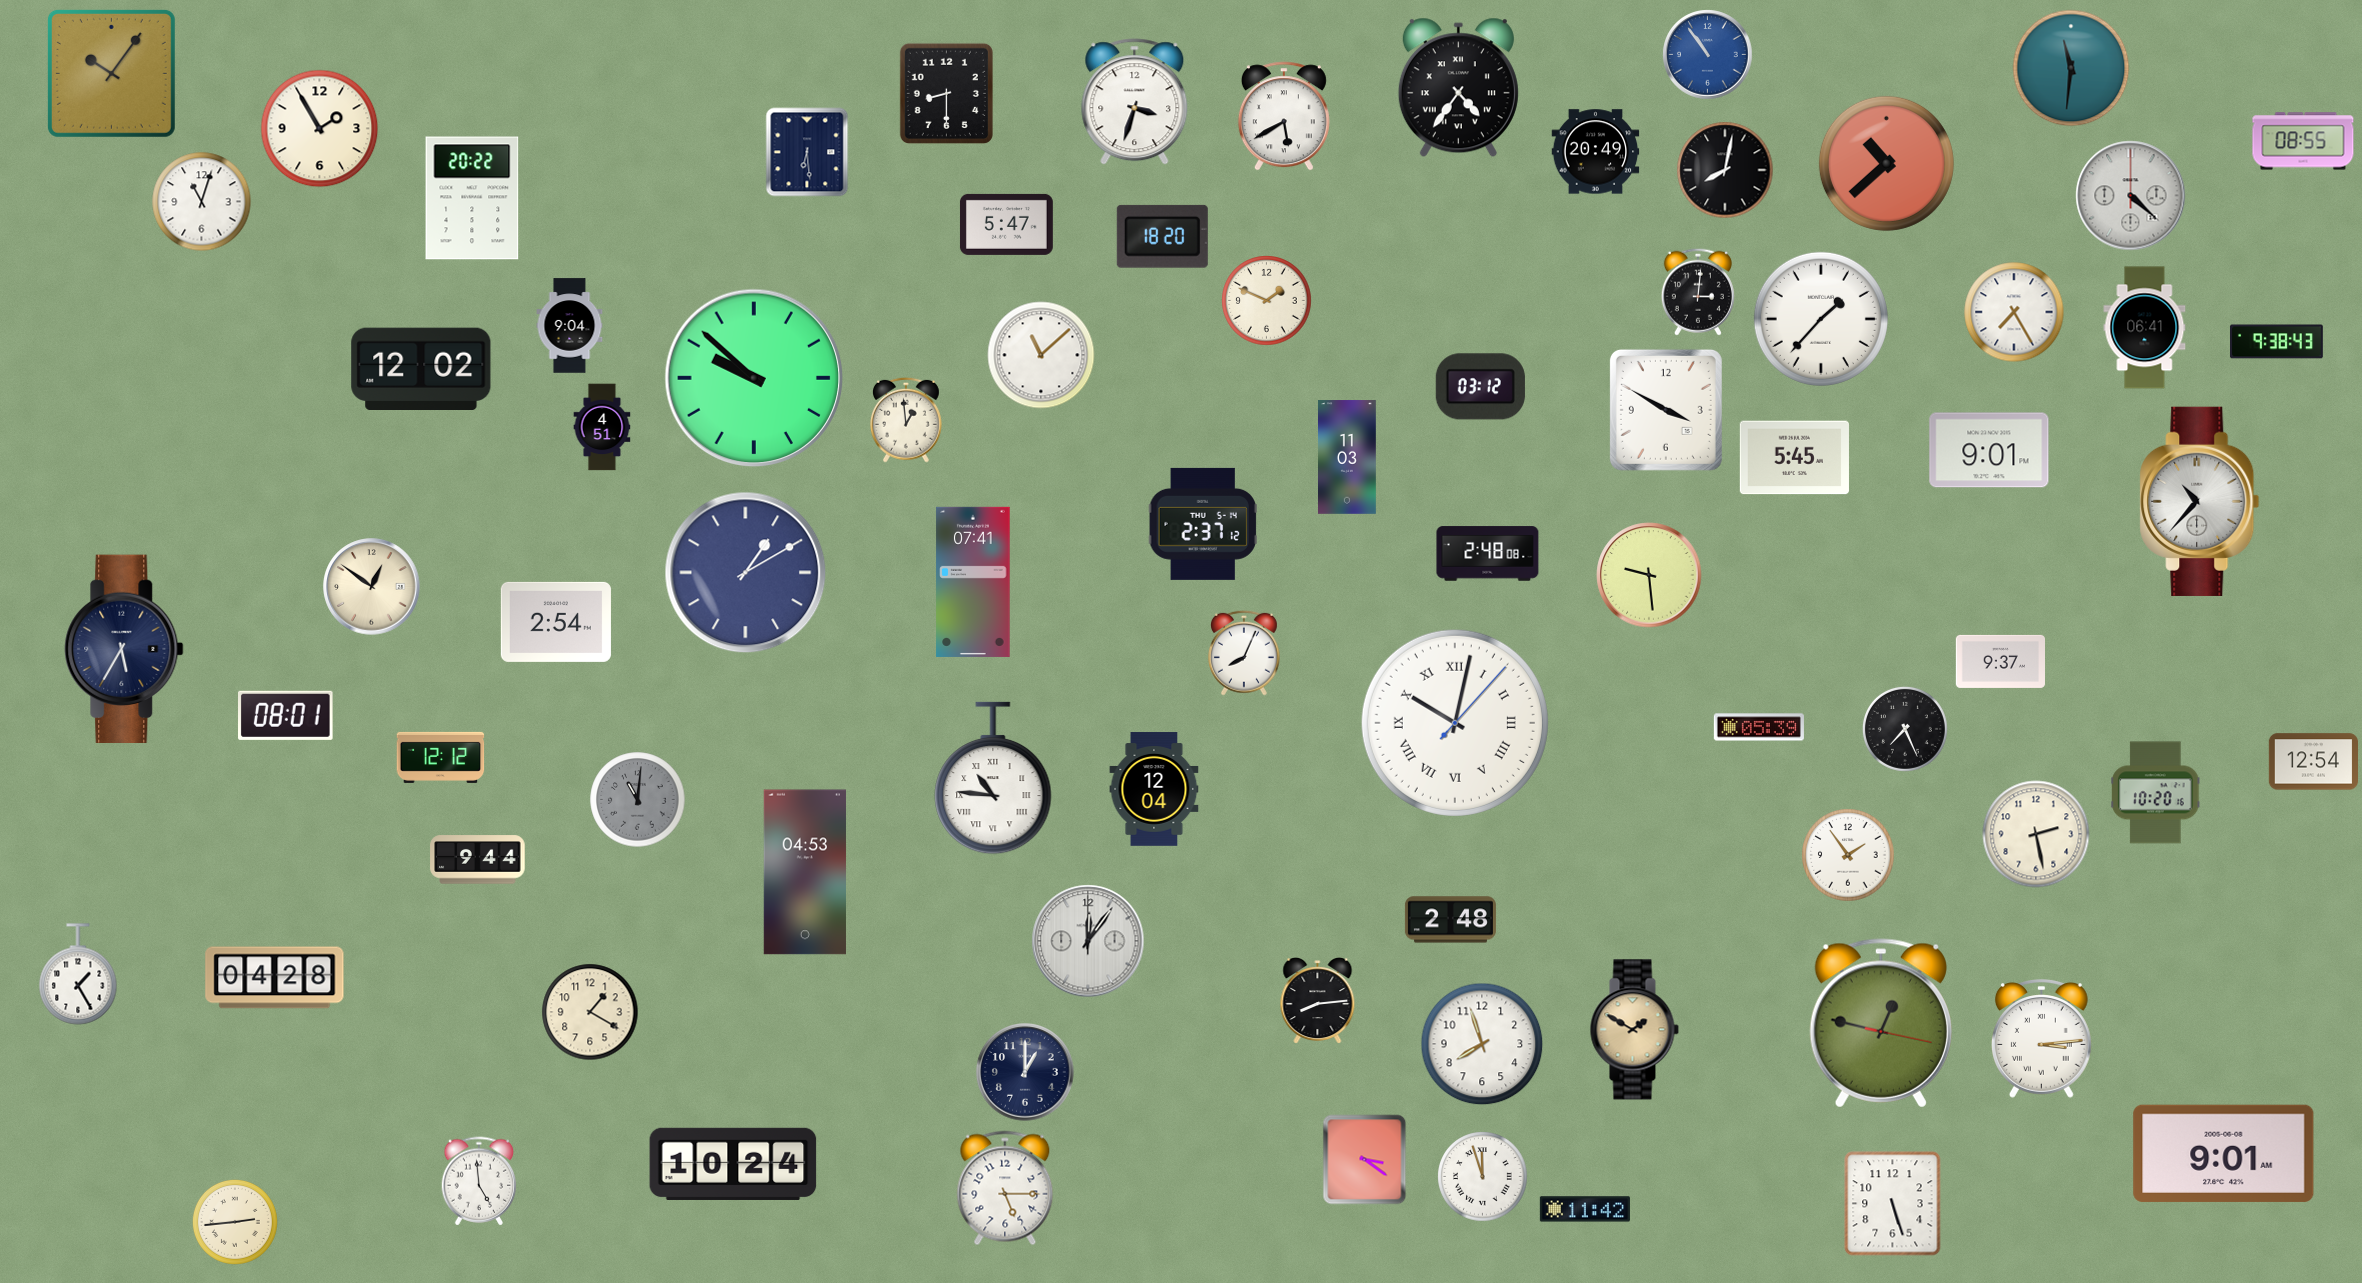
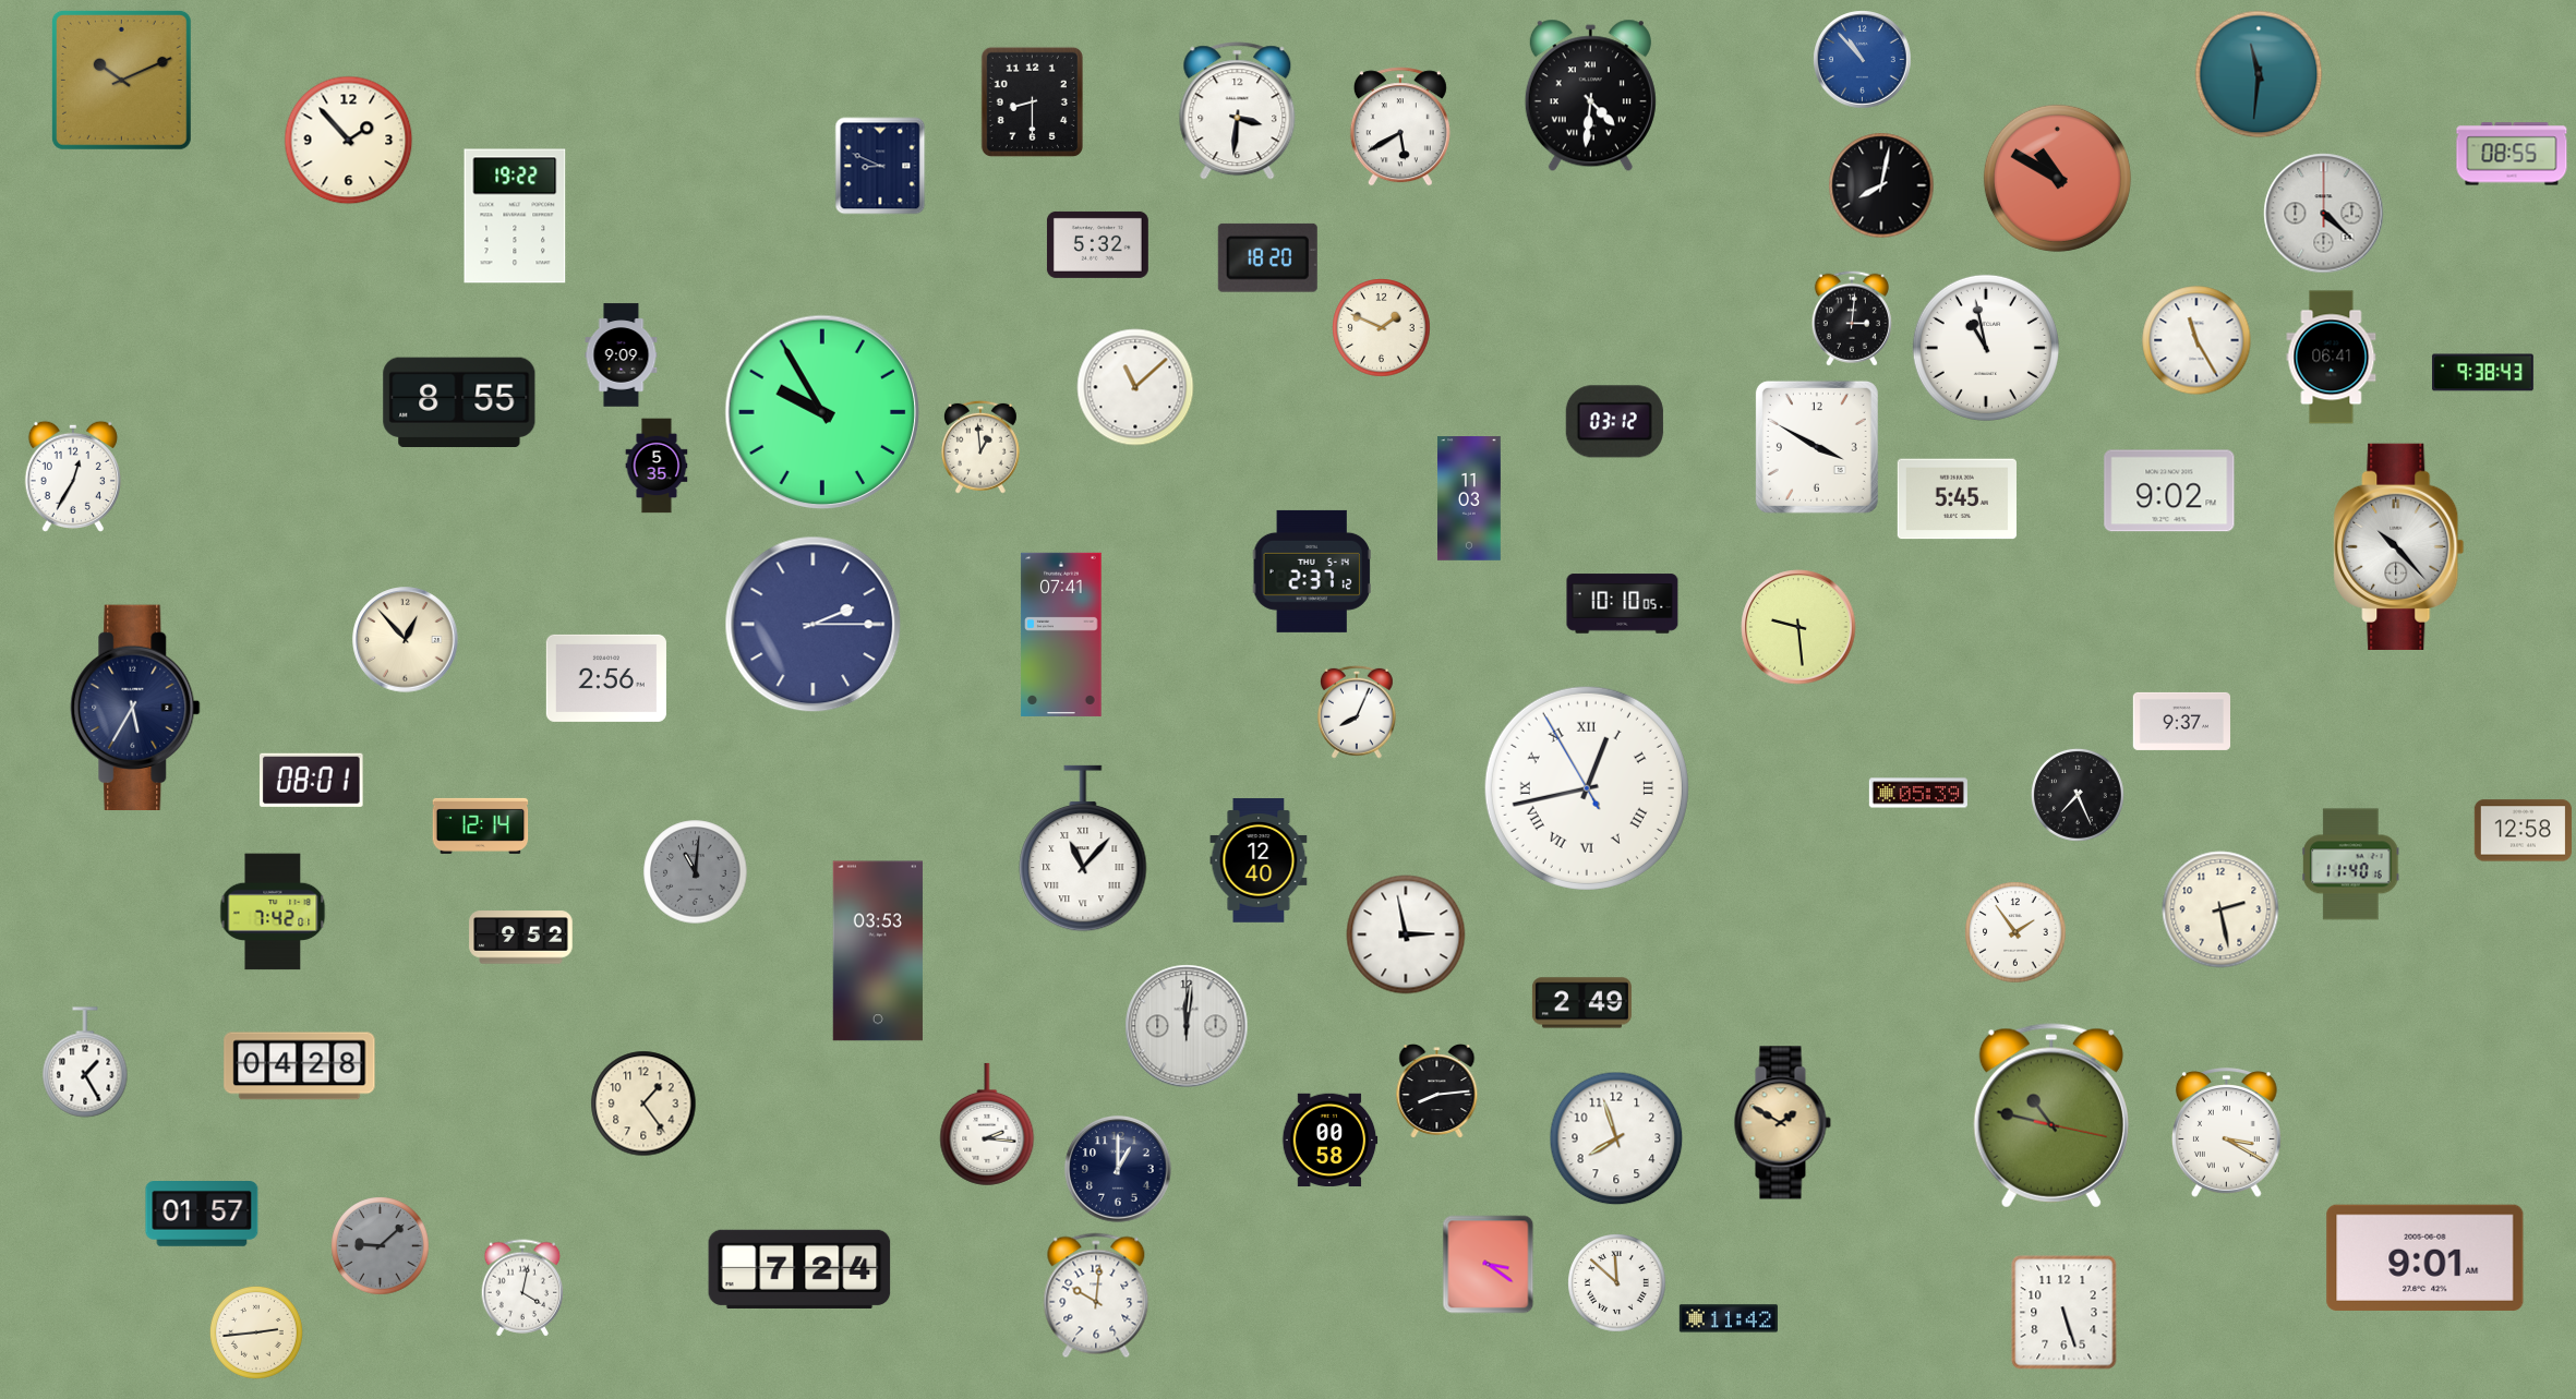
clock at (1708, 55): 10:54 -> 10:53
clock at (111, 73): 10:06 -> 10:11
clock at (1458, 88): 4:36 -> 4:31
clock at (1135, 102): 3:33 -> 3:31
clock at (320, 129): 1:55 -> 1:53
clock at (807, 152): 6:29 -> 8:49
clock at (1596, 152): 20:49 -> none
clock at (1886, 163): 10:38 -> 10:50
clock at (472, 198): 20:22 -> 19:22
clock at (202, 202): 11:03 -> none
clock at (1007, 224): 5:47 -> 5:32
clock at (2014, 312): 7:25 -> 11:25
clock at (1821, 319): 1:37 -> 10:58
clock at (570, 326): 9:04 -> 9:09
clock at (2145, 328) position: (2145, 328) -> (2332, 358)
clock at (421, 368): 12:02 -> 8:55
clock at (754, 378): 9:52 -> 9:55
clock at (906, 420) position: (906, 420) -> (980, 447)
clock at (602, 427): 4:51 -> 5:35
clock at (73, 477): none -> 12:35
clock at (1989, 450): 9:01 -> 9:02
clock at (2200, 501): 10:37 -> 10:23
clock at (1488, 554): 2:48 -> 10:10
clock at (746, 573): 1:10 -> 2:15
clock at (372, 587): 12:51 -> 12:53
clock at (556, 622): 2:54 -> 2:56
clock at (1455, 723): 10:02 -> 12:42
clock at (441, 757): 12:12 -> 12:14
clock at (2313, 762): 12:54 -> 12:58
clock at (993, 778): 10:46 -> 11:07
clock at (1154, 789): 12:04 -> 12:40
clock at (2156, 793): 10:20 -> 11:40
clock at (273, 912): none -> 7:42
clock at (1406, 934): none -> 2:58
clock at (478, 860): 9:44 -> 9:52
clock at (805, 872): 04:53 -> 03:53
clock at (1450, 920): 2:48 -> 2:49
clock at (1088, 941): 12:06 -> 12:01
clock at (590, 1012): 1:20 -> 1:24
clock at (1881, 1023): 12:47 -> 10:47
clock at (987, 1124): none -> 2:16
clock at (2041, 1039): 3:14 -> 3:20
clock at (1329, 1141): none -> 00:58
clock at (202, 1215): none -> 01:57
clock at (381, 1246): none -> 9:08
clock at (733, 1164): 10:24 -> 7:24
clock at (1483, 1177): 11:57 -> 11:52
clock at (479, 1181): 4:59 -> 4:02
clock at (1005, 1188): 5:15 -> 10:01
